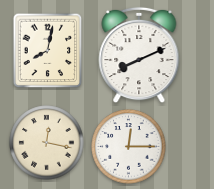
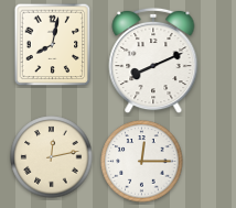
clock at (48, 51) position: (48, 51) -> (53, 45)
clock at (47, 143): 12:17 -> 12:13
